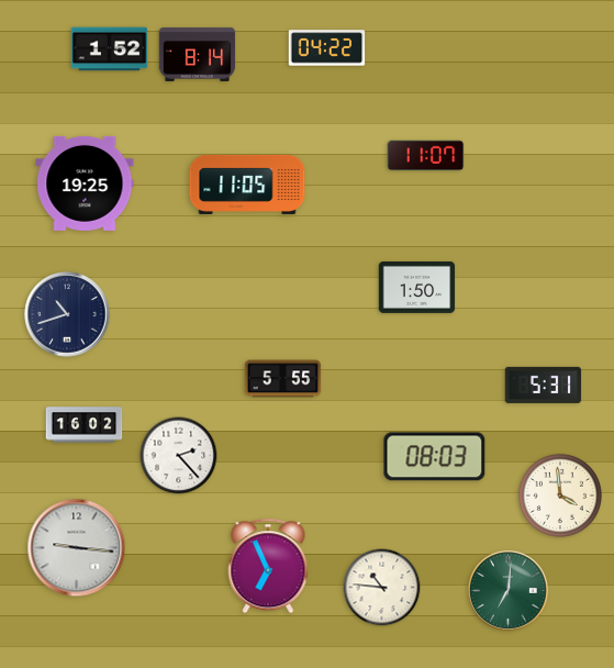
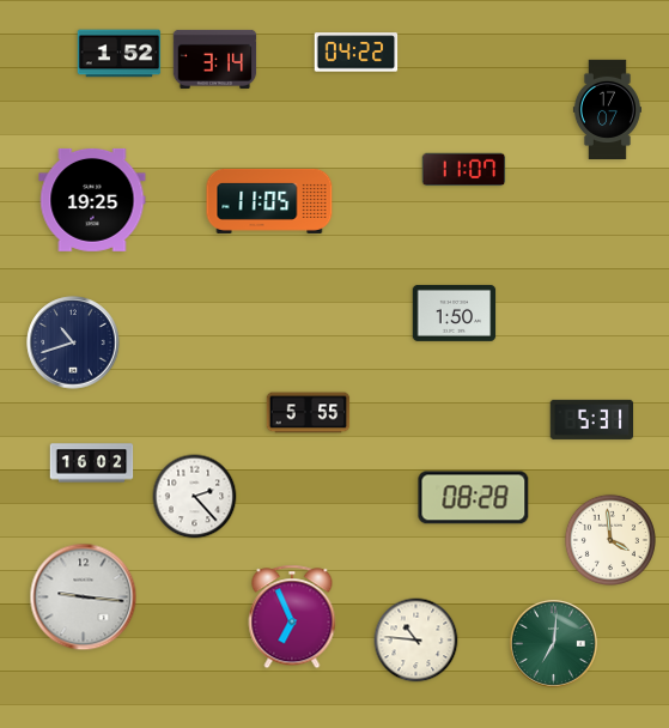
clock at (198, 54): 8:14 -> 3:14
clock at (607, 109): none -> 17:07
clock at (435, 457): 08:03 -> 08:28
